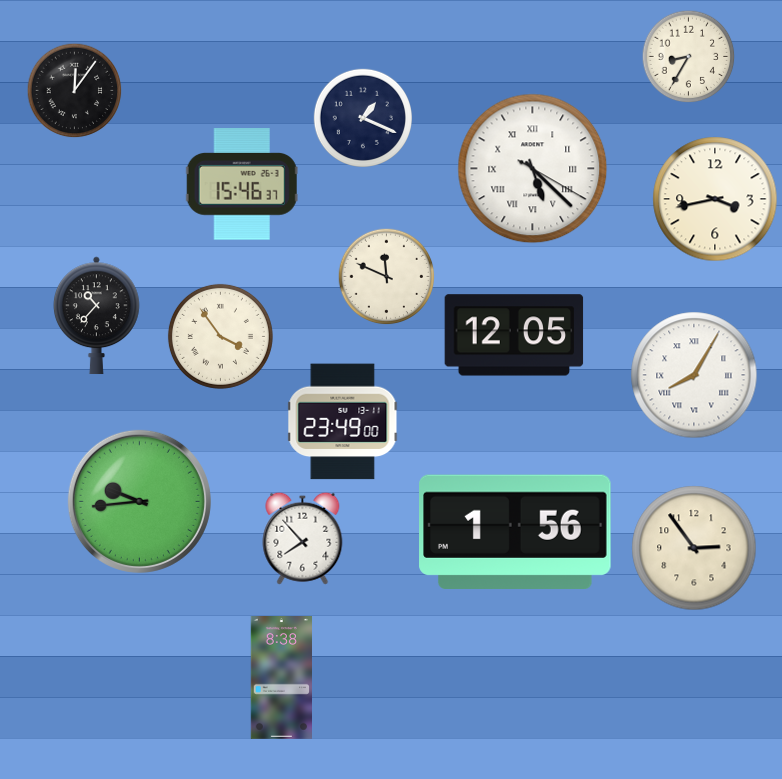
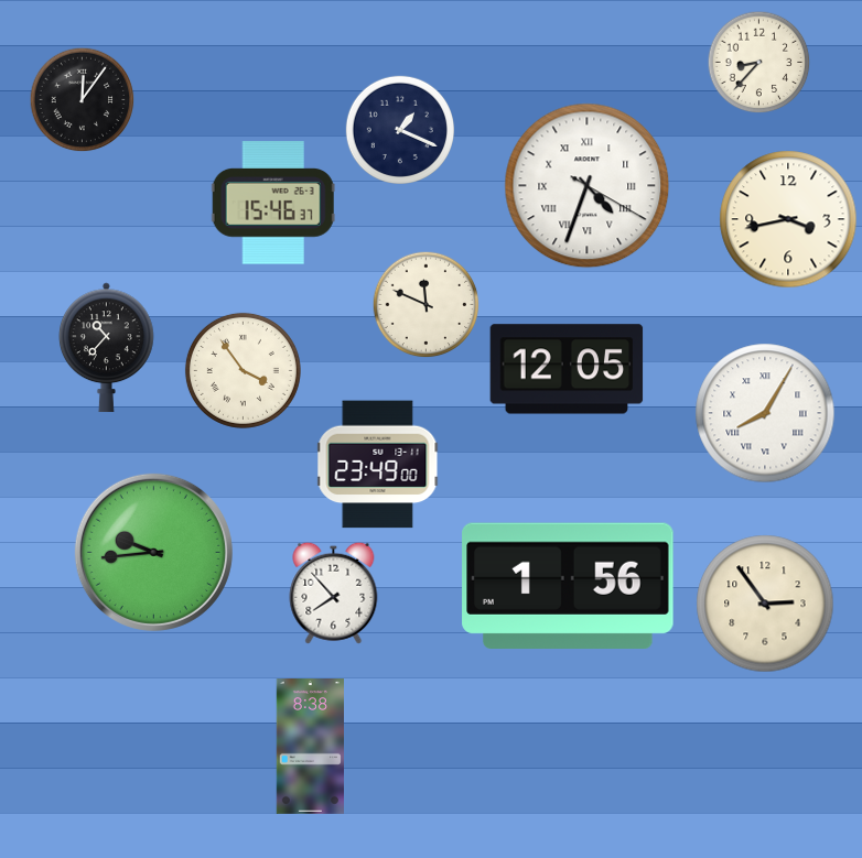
clock at (689, 57): 8:35 -> 8:37
clock at (533, 169): 5:22 -> 4:33
clock at (242, 184) position: (242, 184) -> (273, 203)
